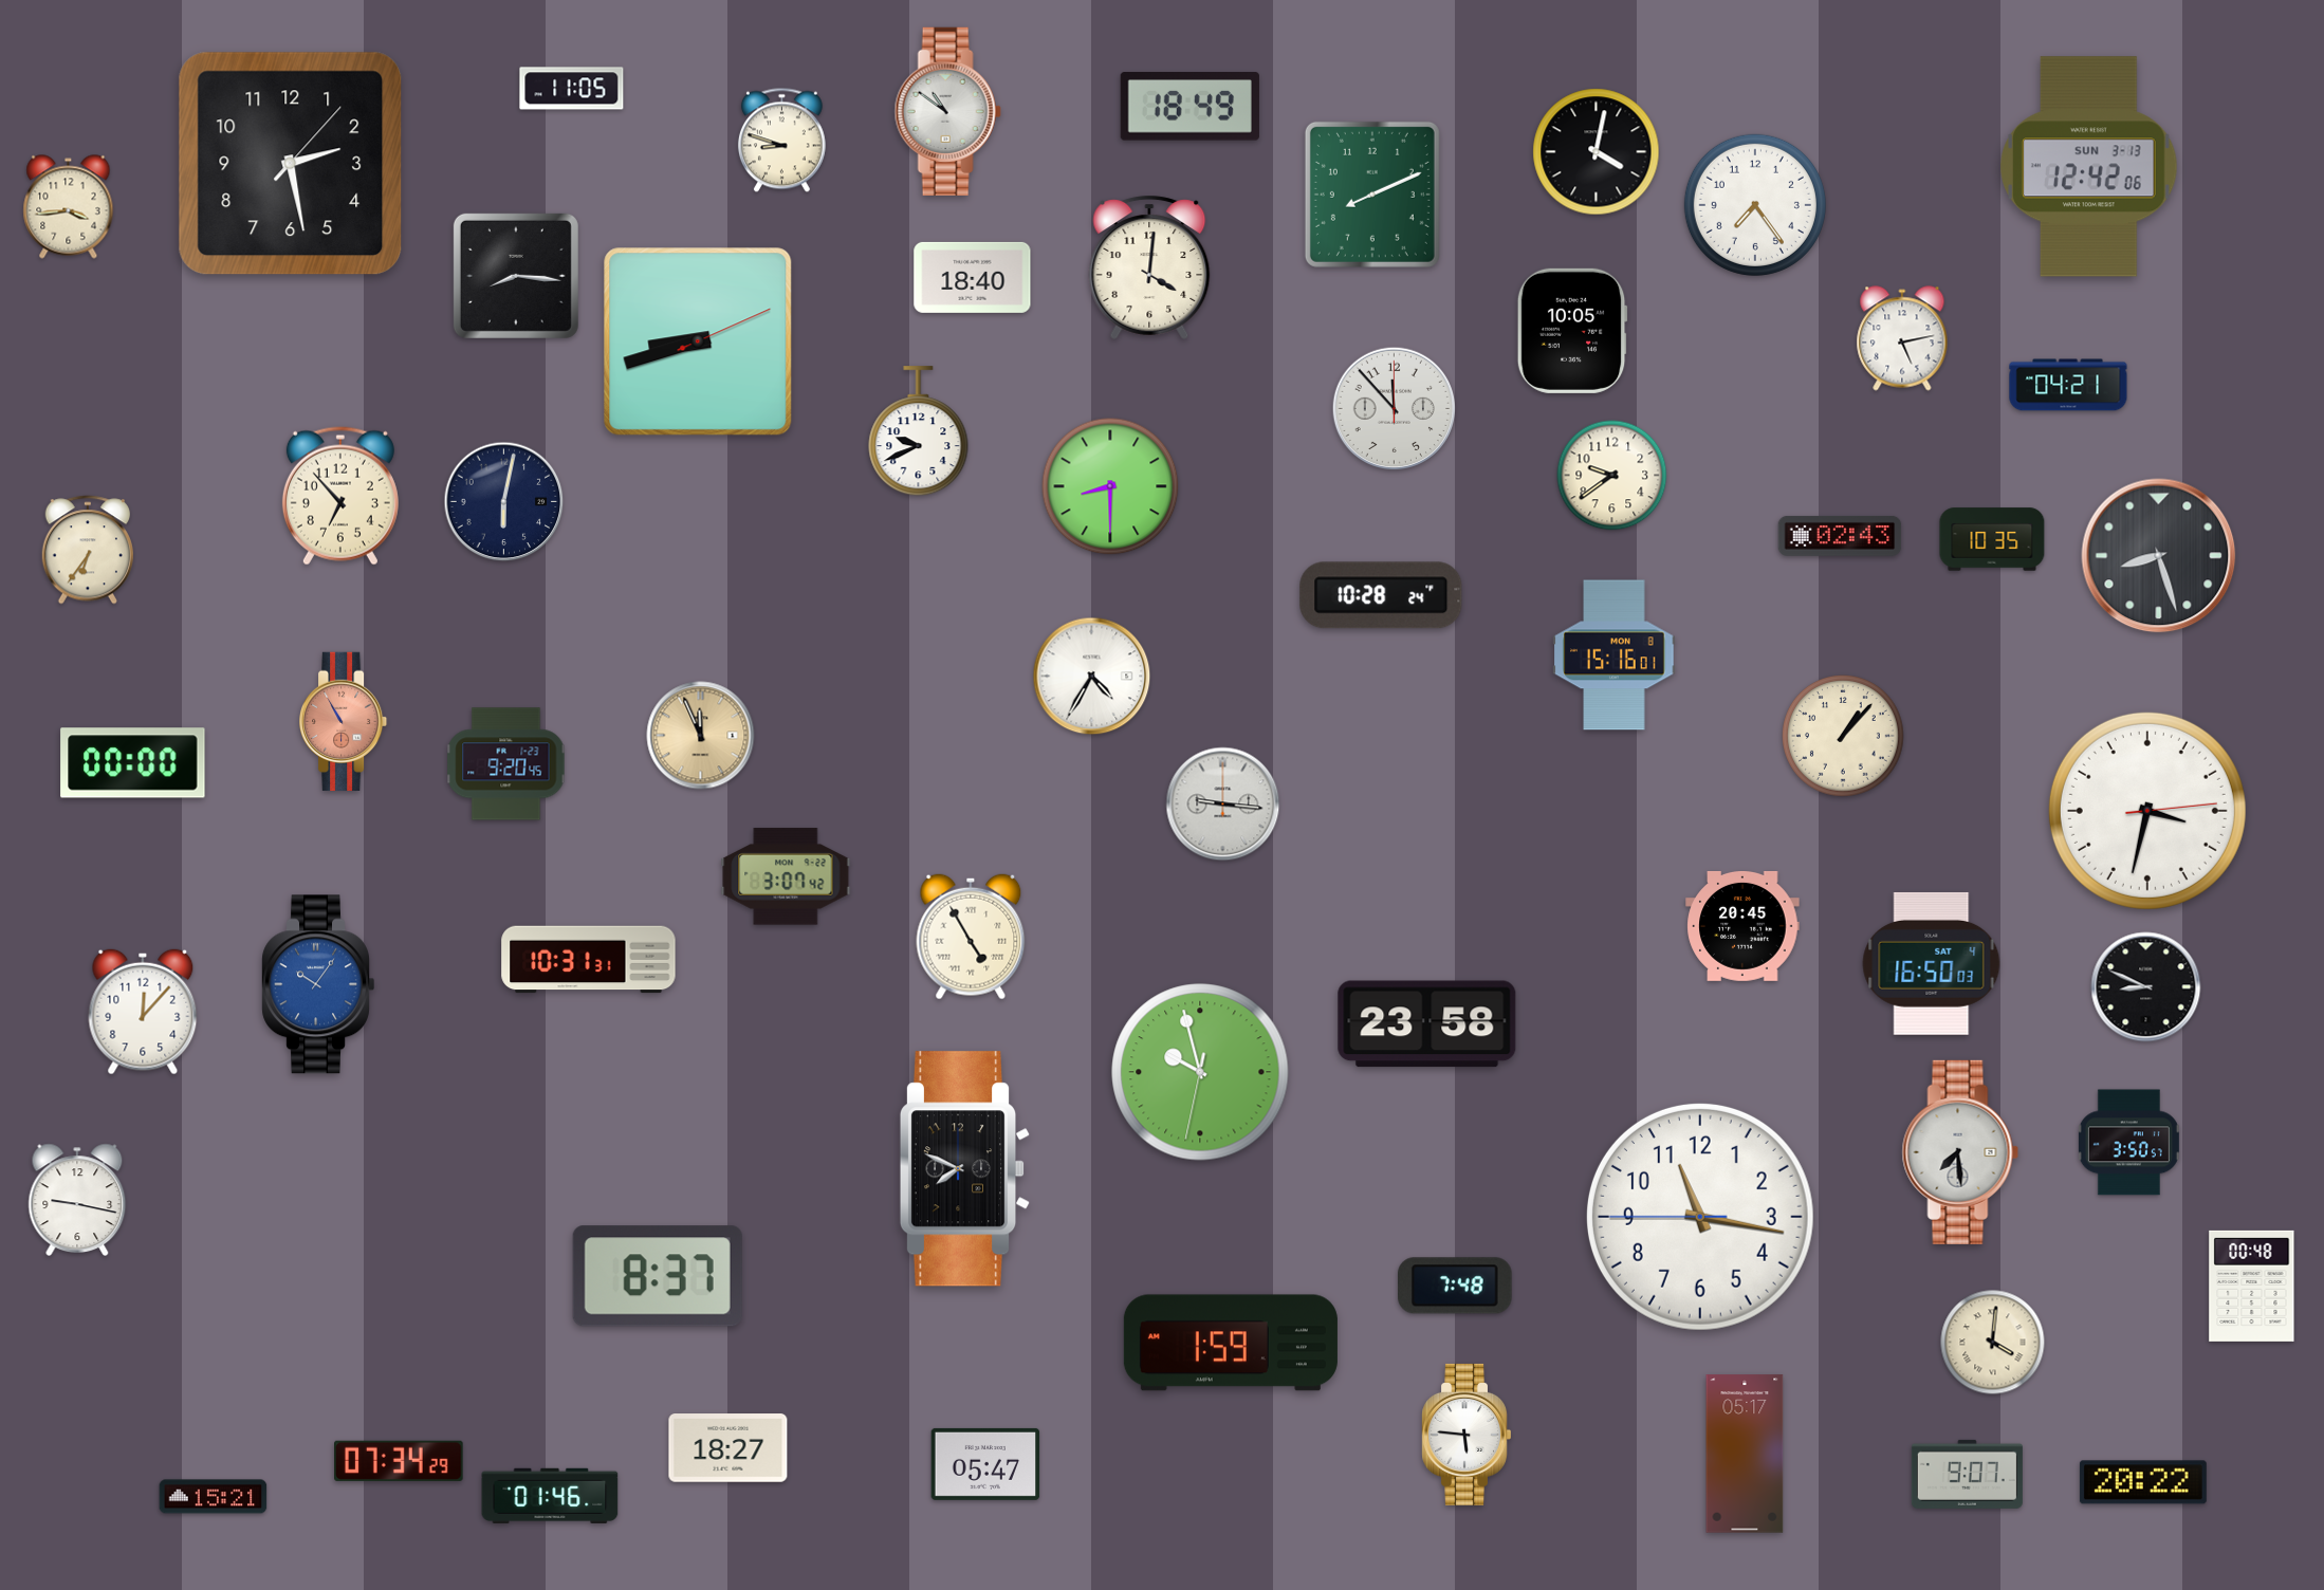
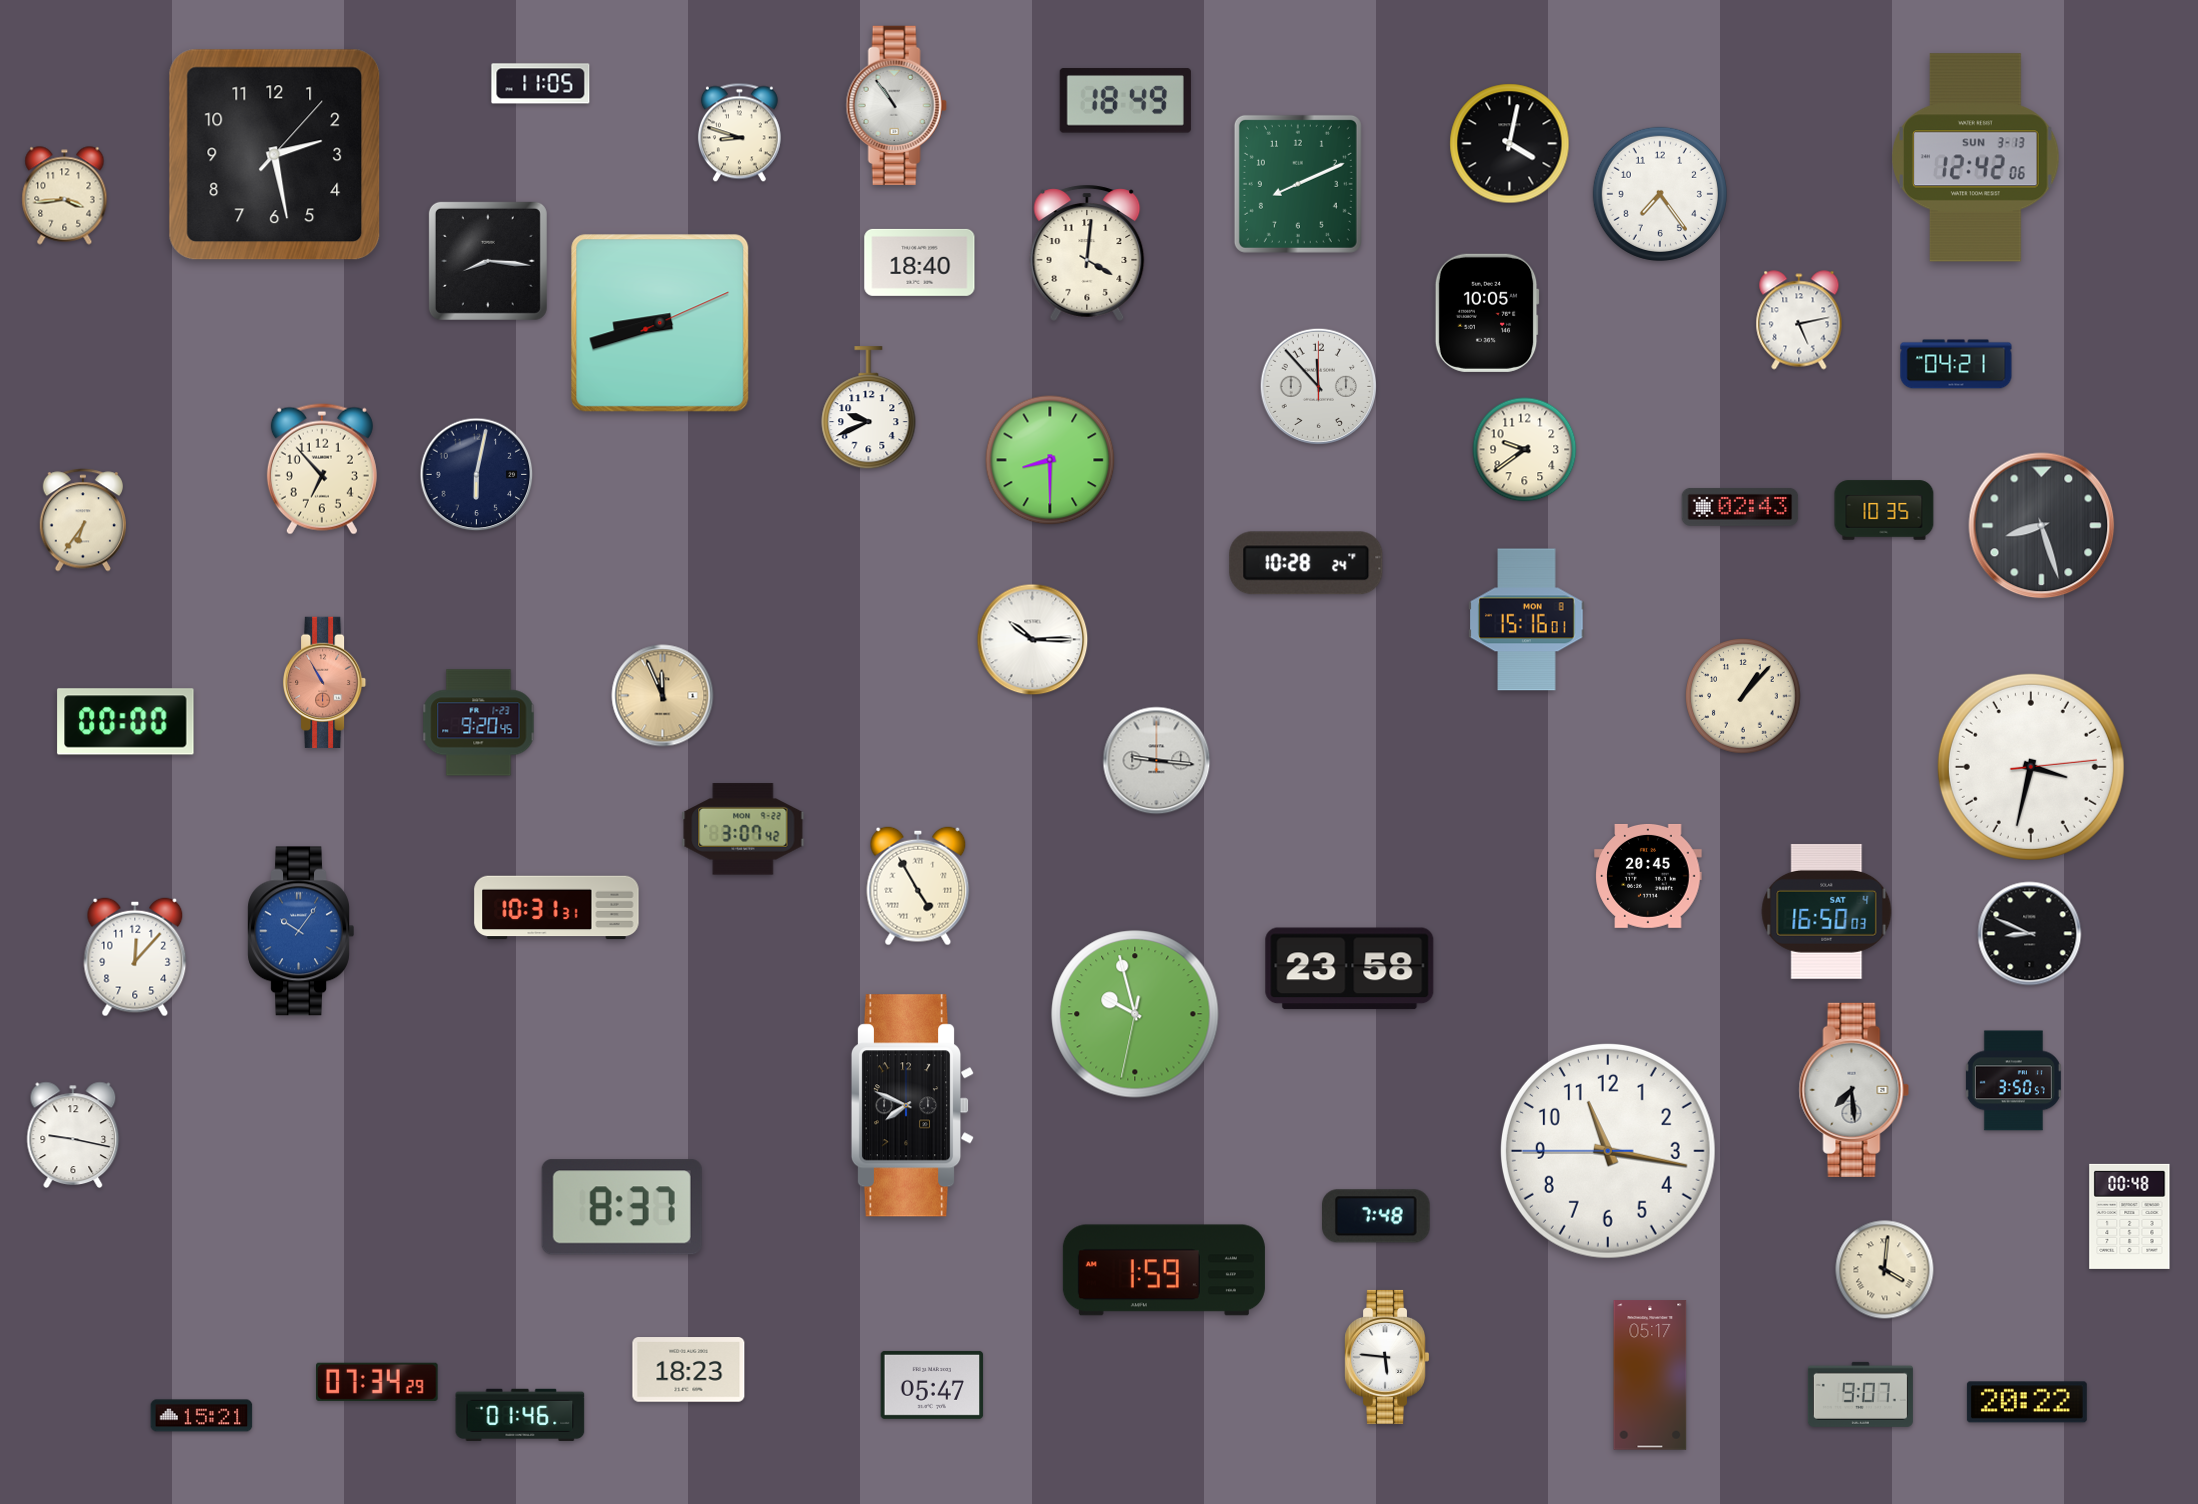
clock at (947, 111): 10:51 -> 10:54
clock at (1092, 677): 4:35 -> 10:15
clock at (728, 1448): 18:27 -> 18:23
